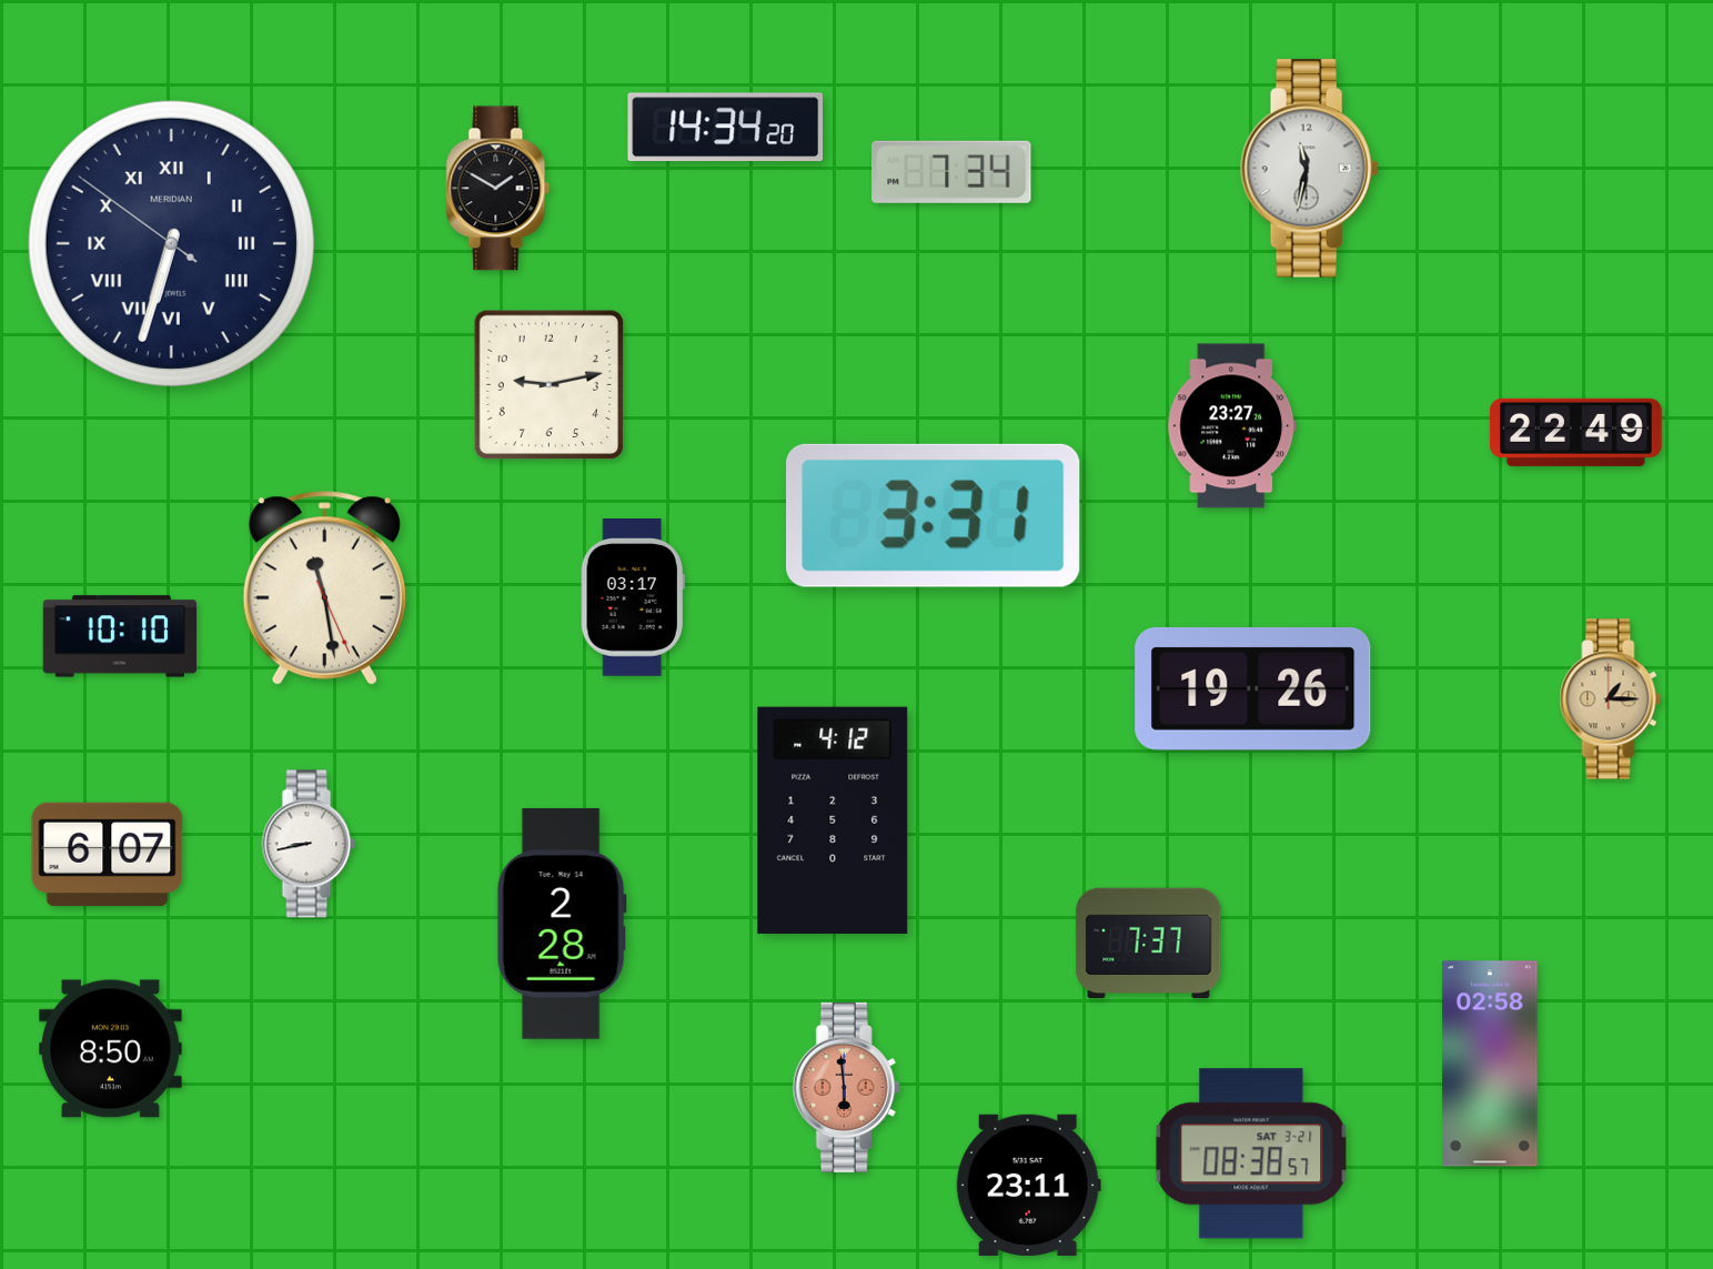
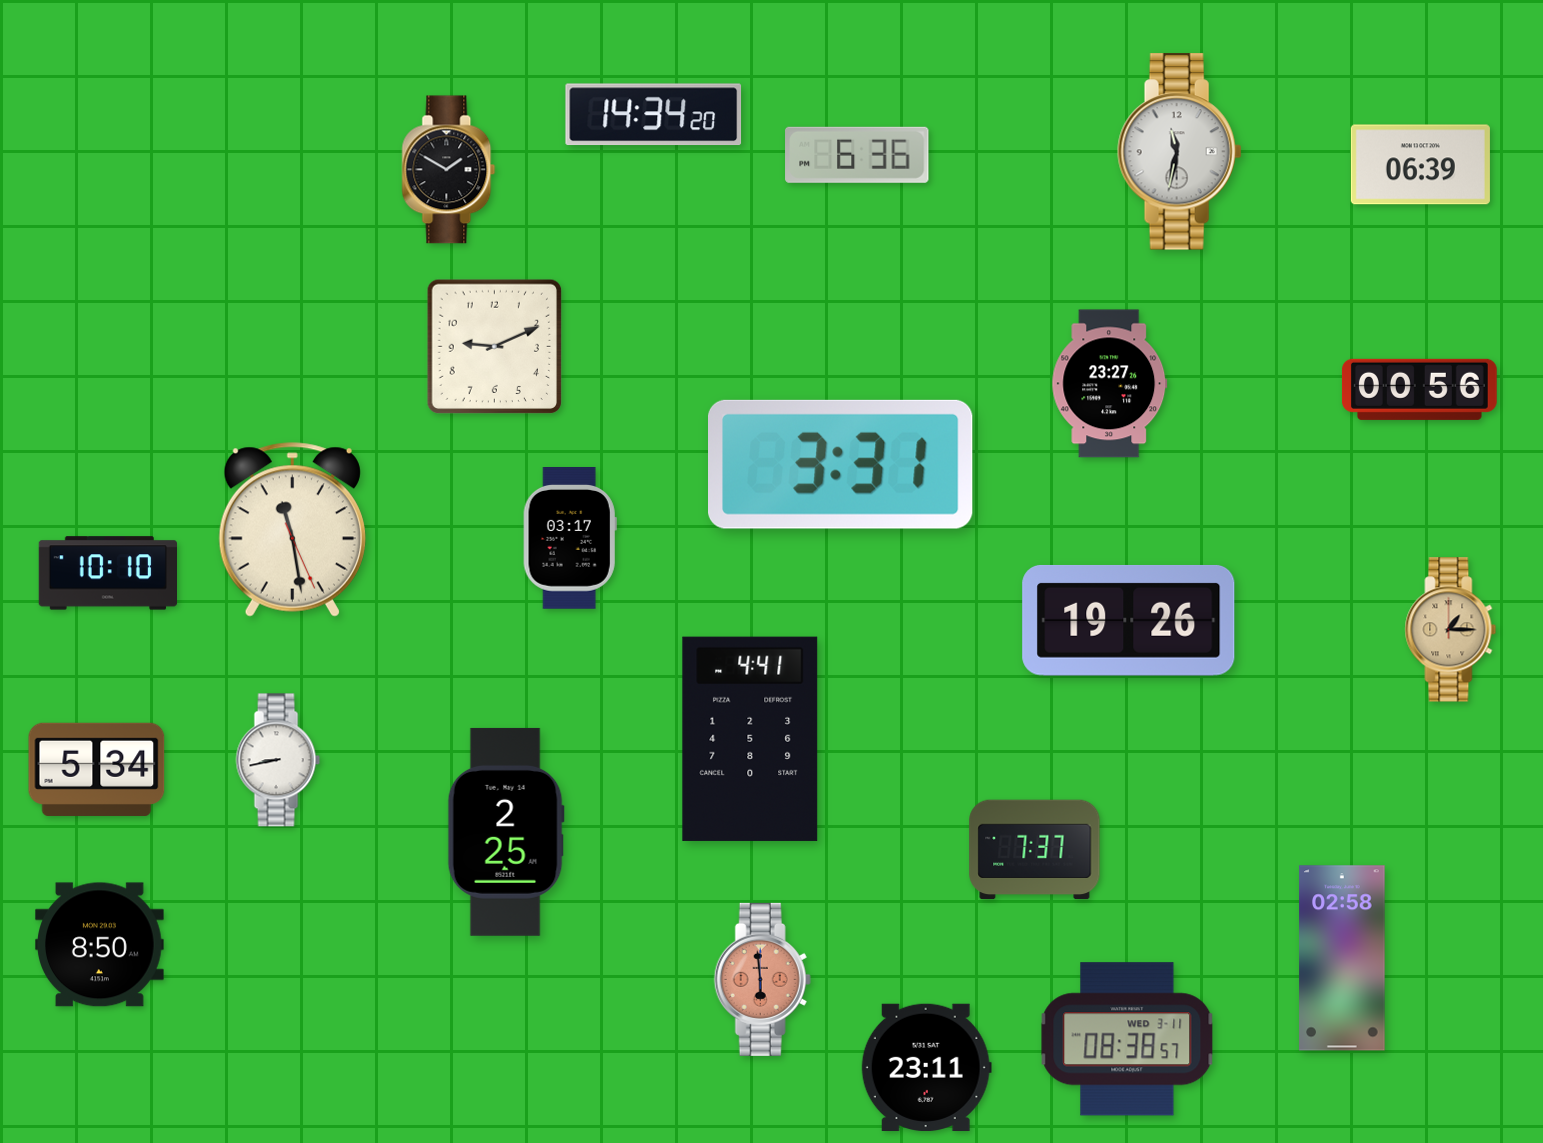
clock at (951, 172): 7:34 -> 6:36
clock at (1420, 165): none -> 06:39
clock at (171, 243): 6:32 -> none
clock at (548, 384): 9:13 -> 9:11
clock at (1575, 432): 22:49 -> 00:56
clock at (833, 820): 4:12 -> 4:41
clock at (108, 854): 6:07 -> 5:34
clock at (562, 924): 2:28 -> 2:25
clock at (1251, 1154) date: SAT 3-21 -> WED 3-11
